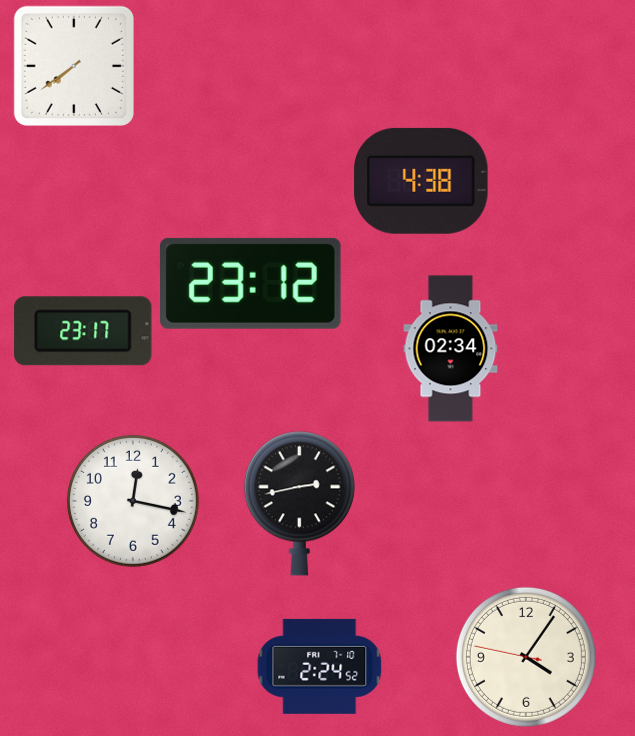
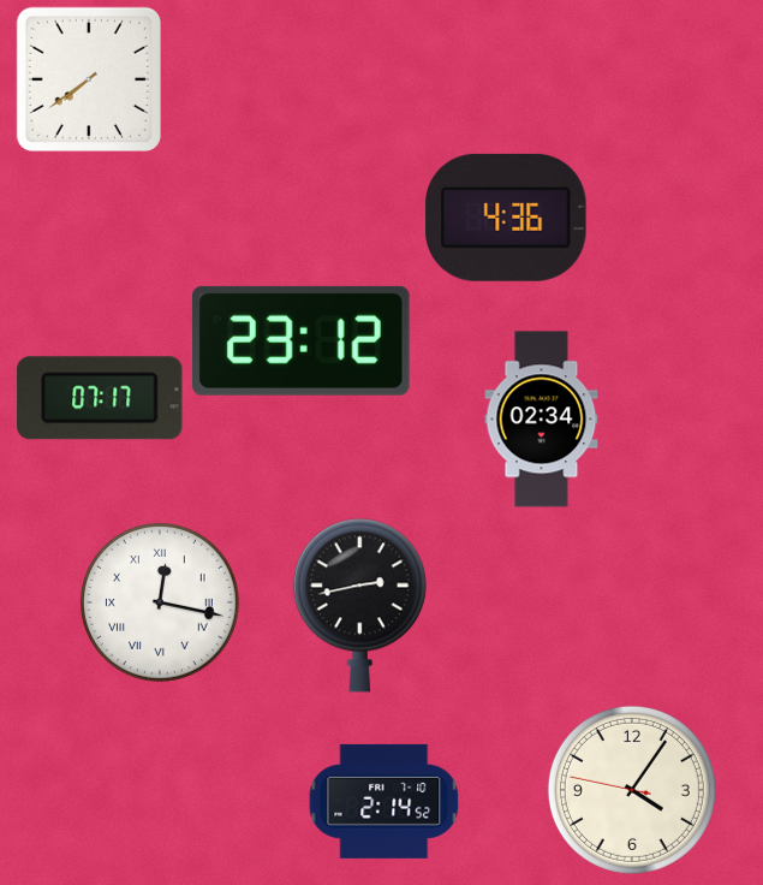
clock at (421, 181): 4:38 -> 4:36
clock at (83, 331): 23:17 -> 07:17
clock at (133, 501) numerals: Arabic -> Roman
clock at (320, 666): 2:24 -> 2:14
